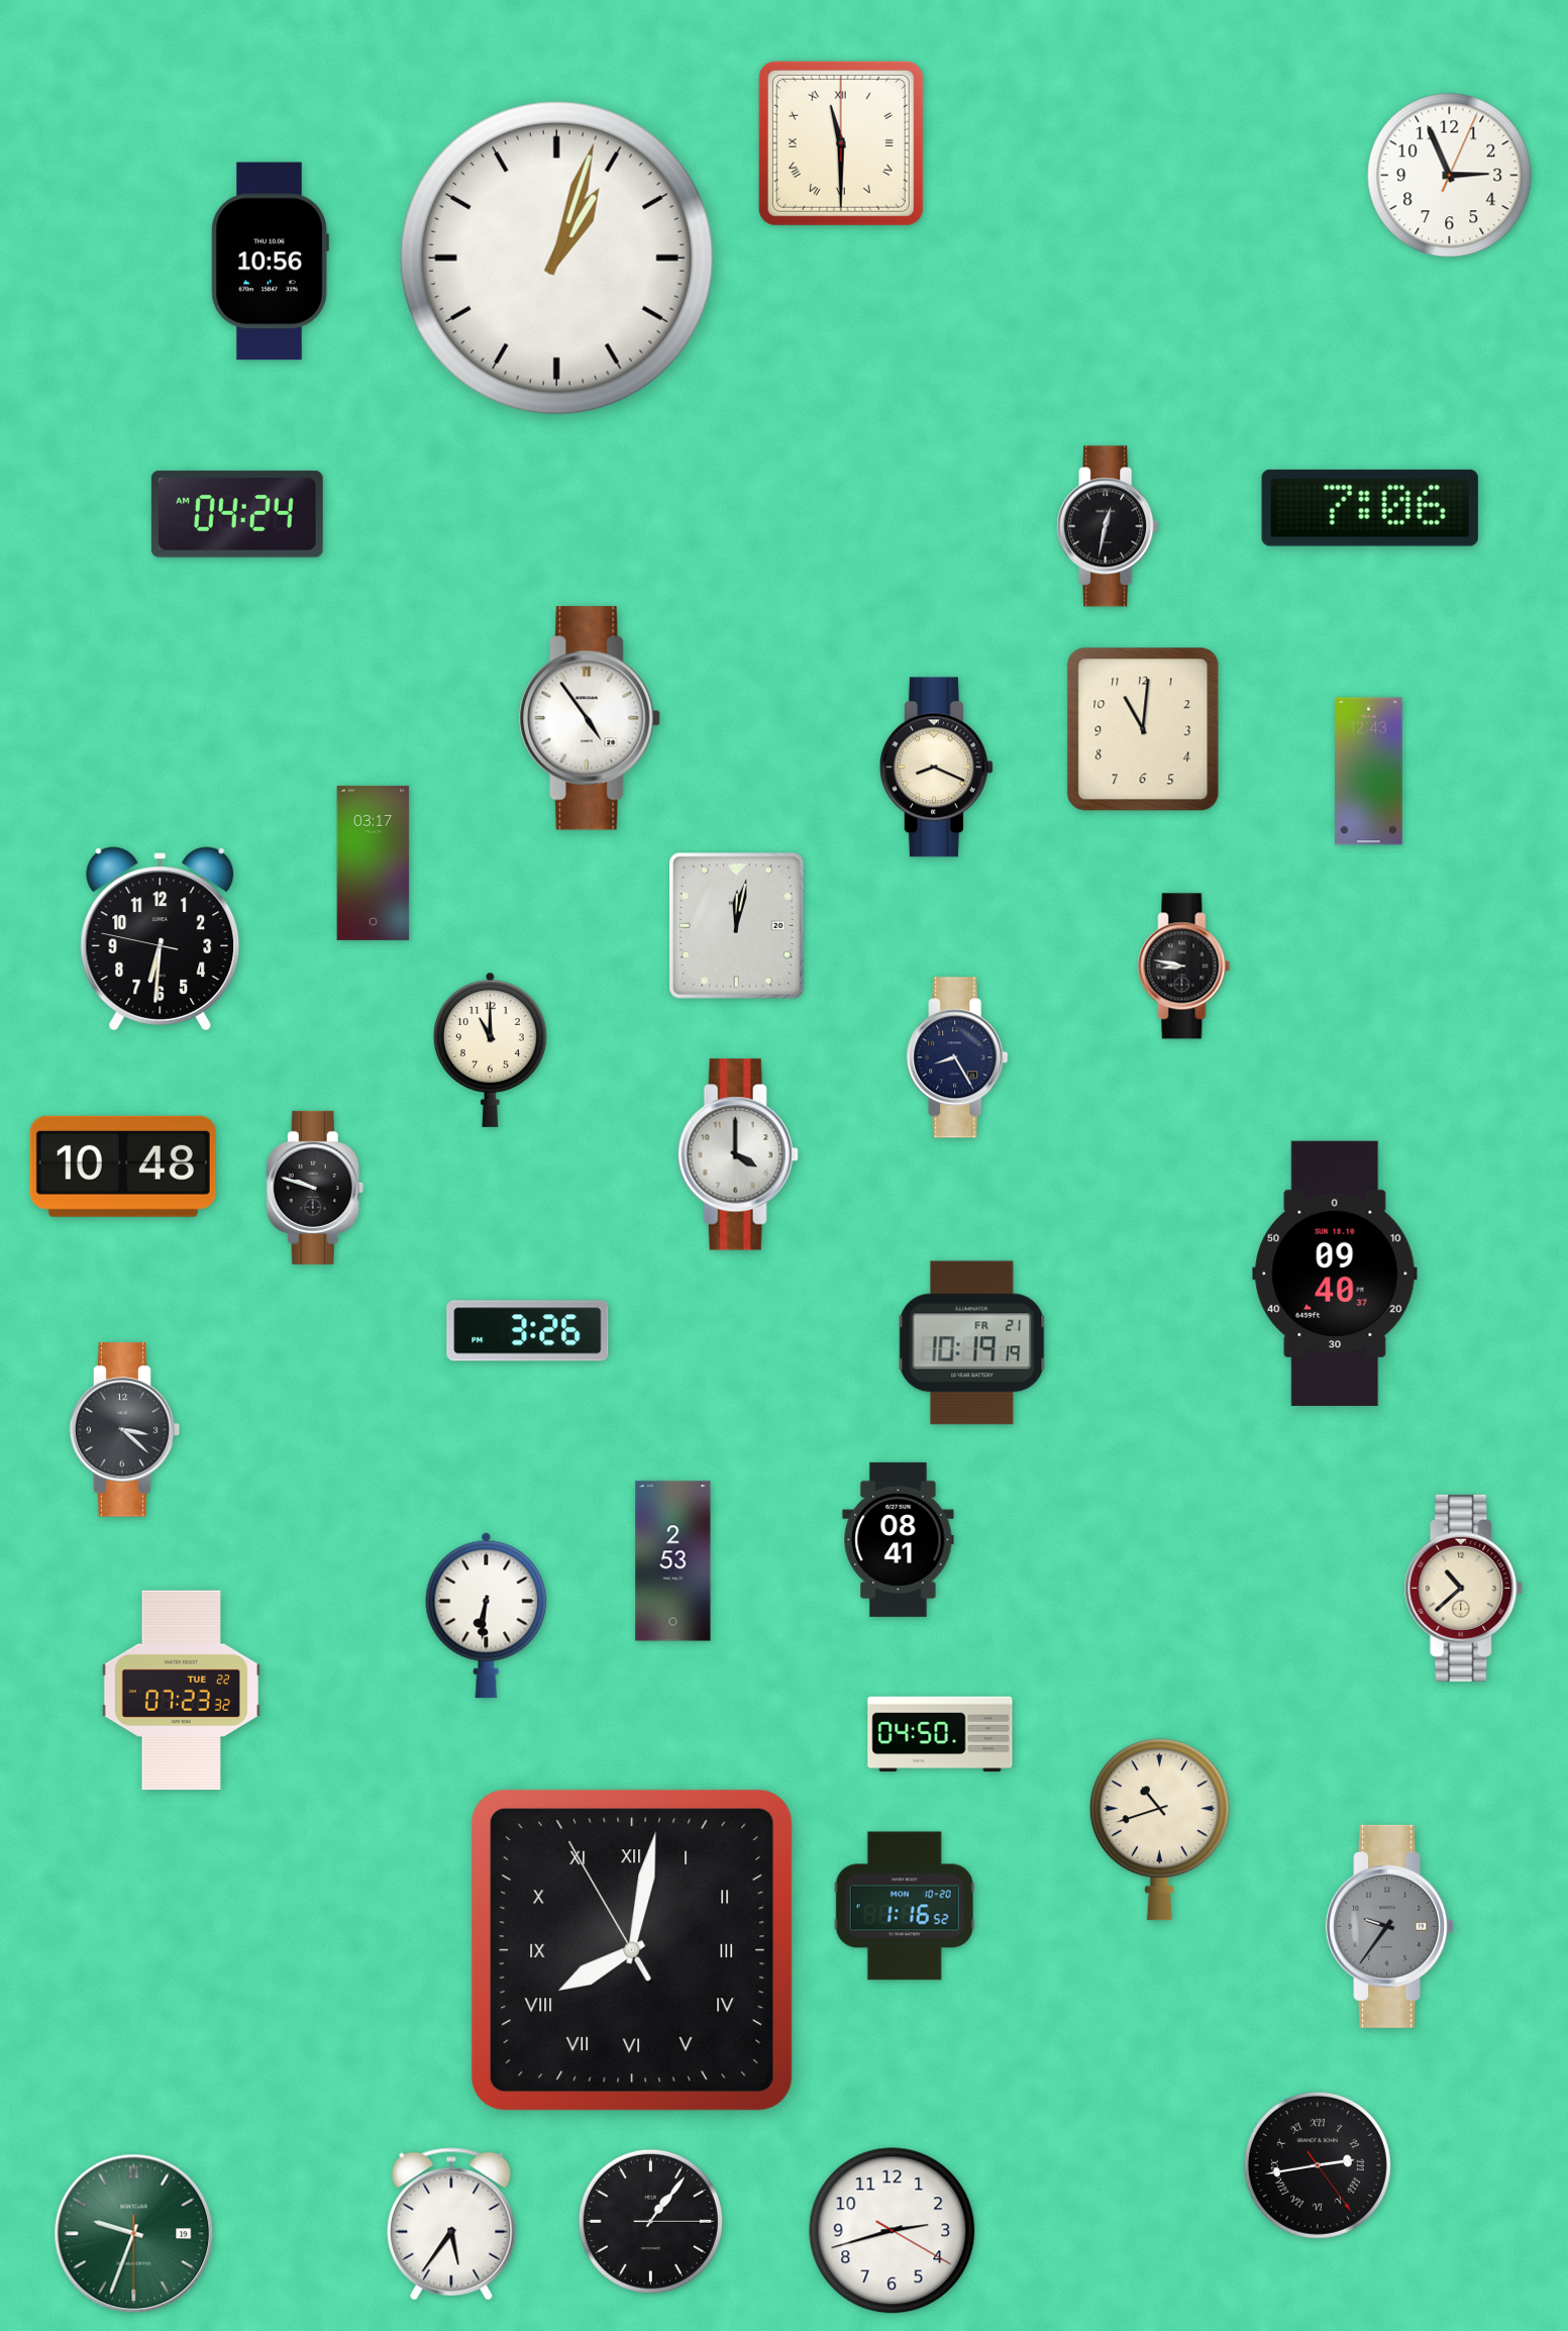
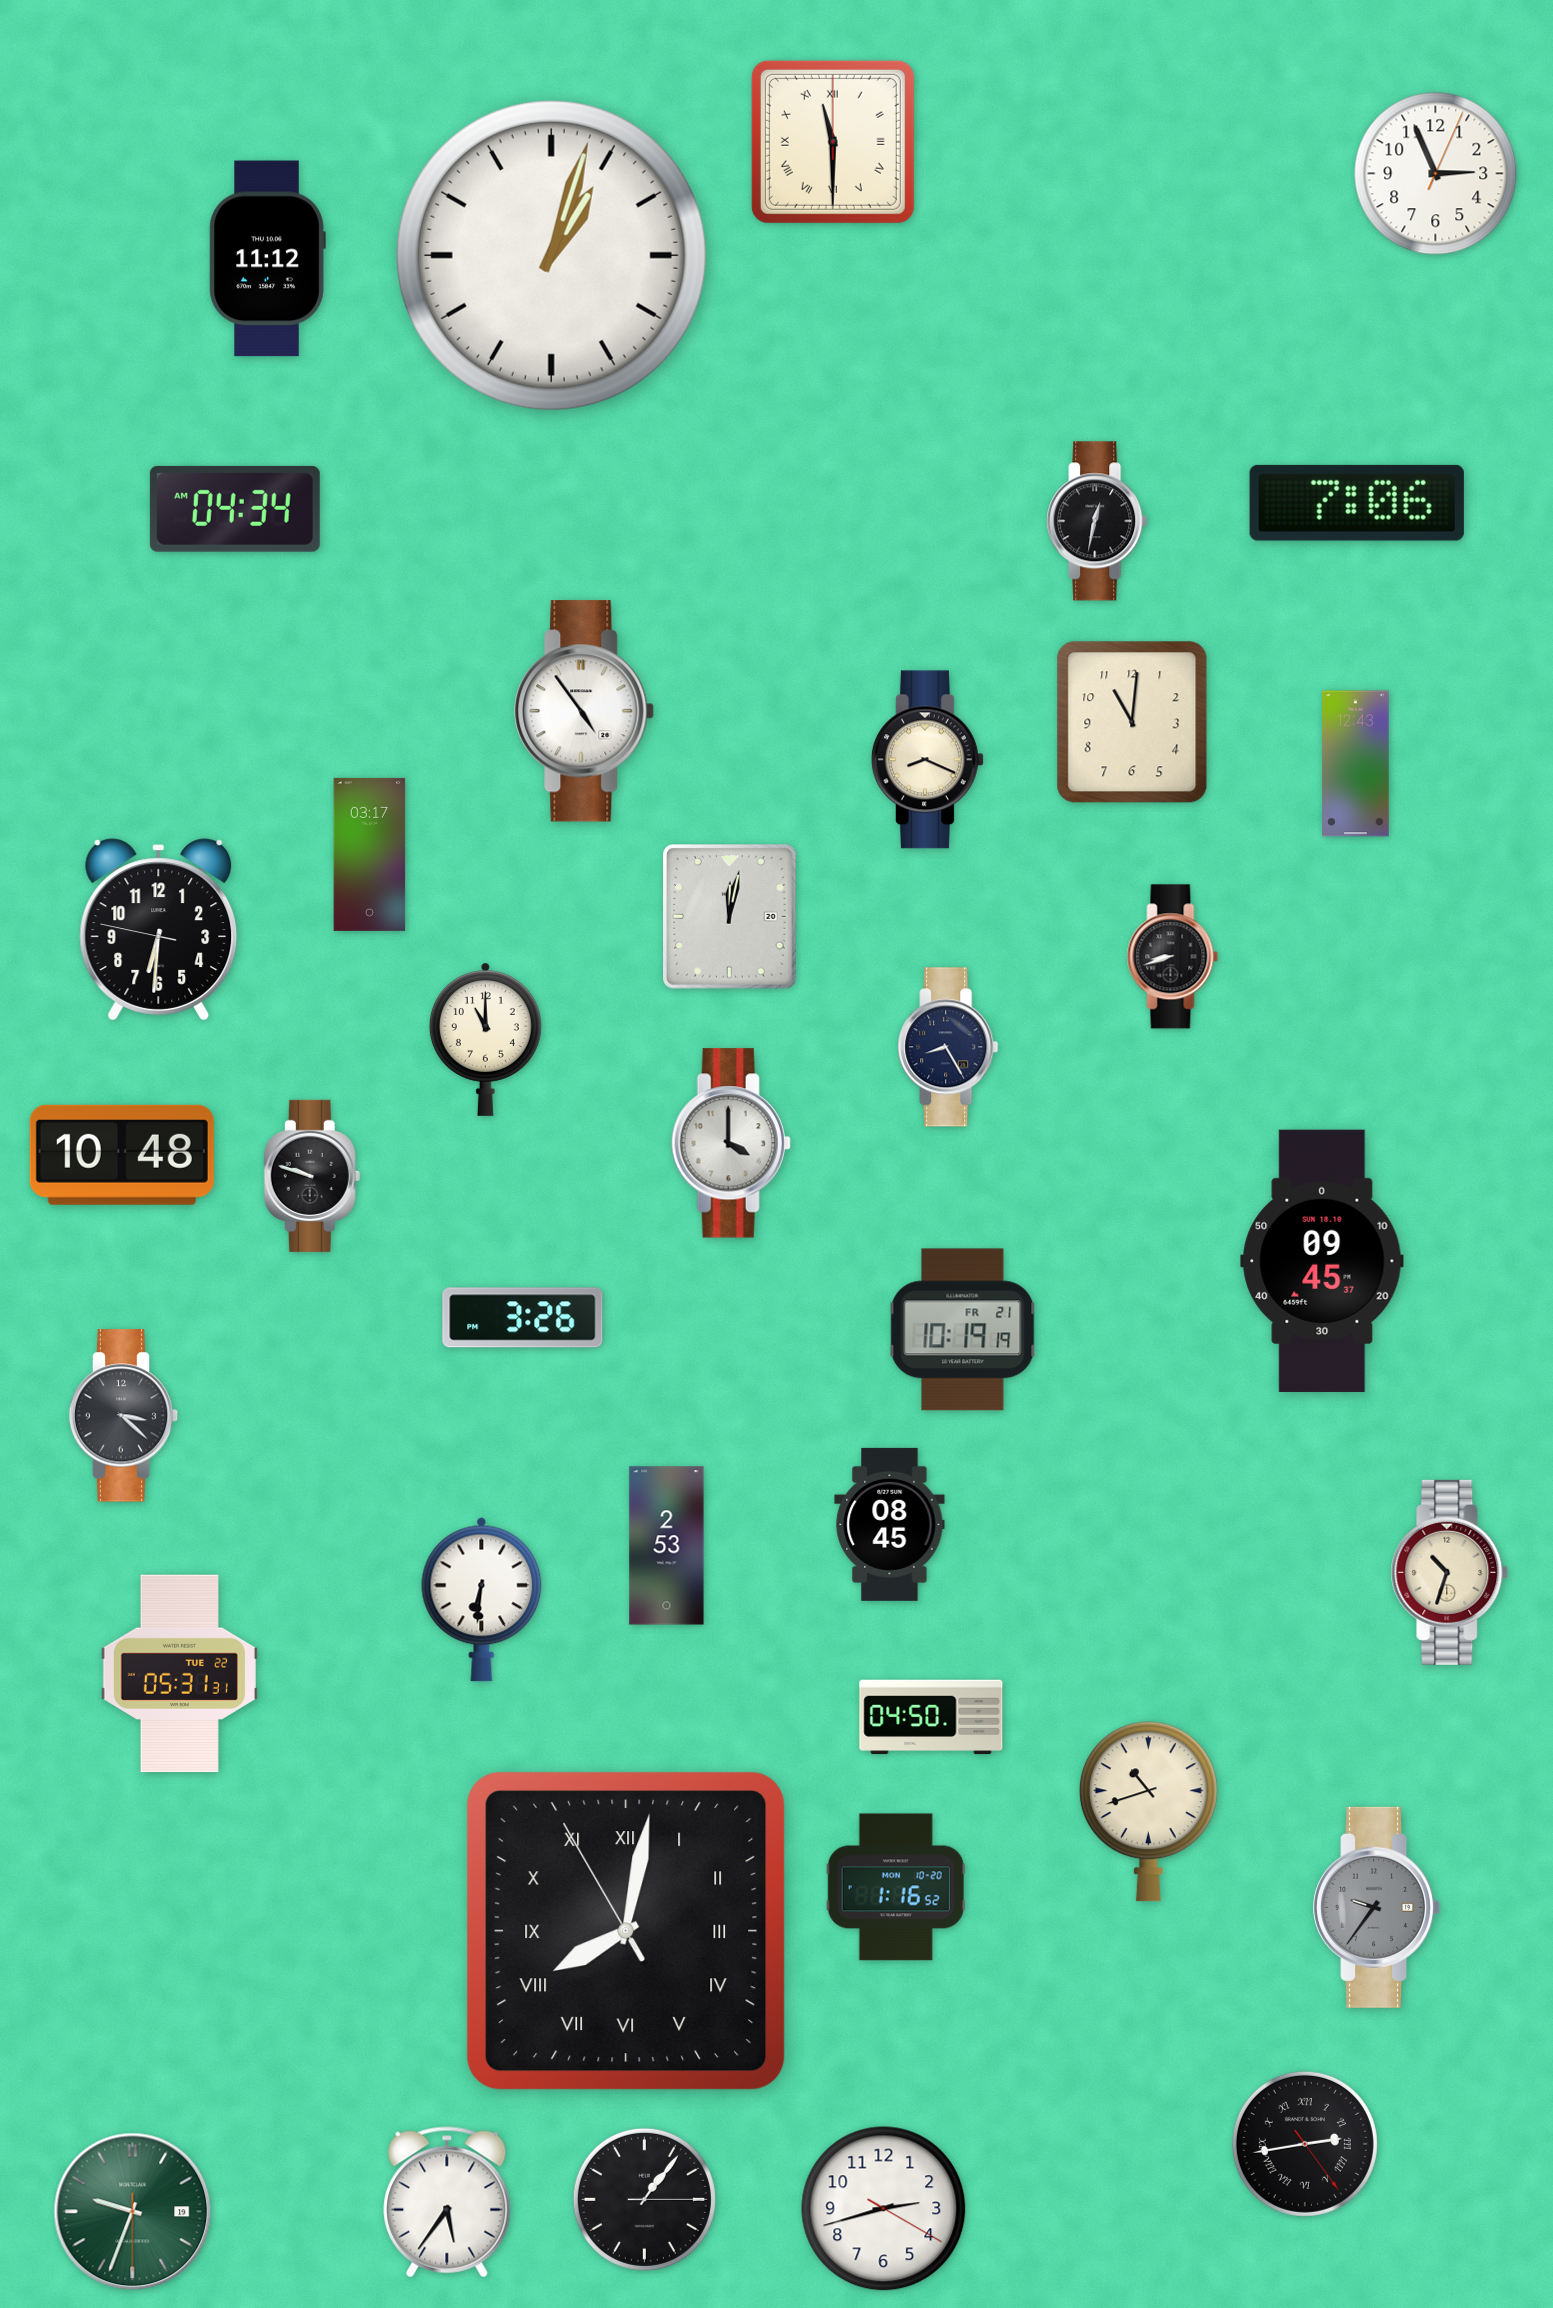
clock at (270, 262): 10:56 -> 11:12
clock at (237, 514): 04:24 -> 04:34
clock at (1184, 967): 8:47 -> 8:42
clock at (1335, 1274): 09:40 -> 09:45
clock at (899, 1539): 08:41 -> 08:45
clock at (1464, 1588): 10:38 -> 10:33
clock at (181, 1691): 07:23 -> 05:31
